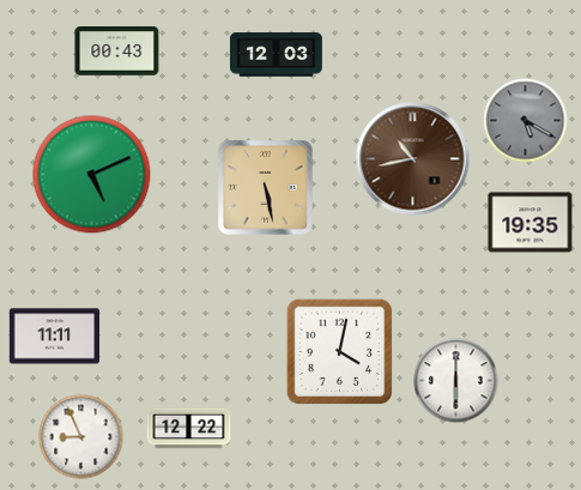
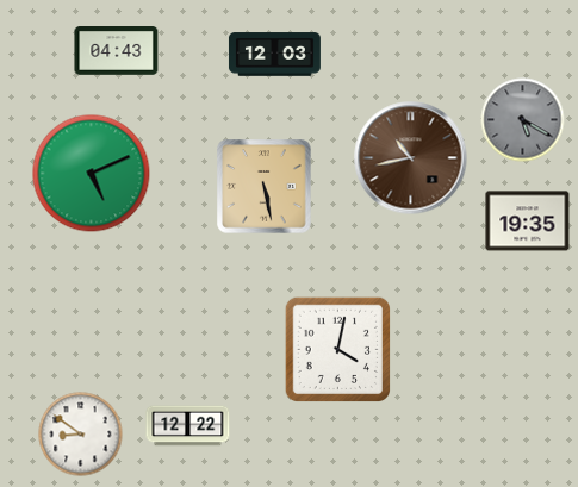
clock at (117, 52): 00:43 -> 04:43
clock at (54, 337): 11:11 -> none
clock at (456, 381): 6:00 -> none
clock at (81, 437): 8:56 -> 8:51
